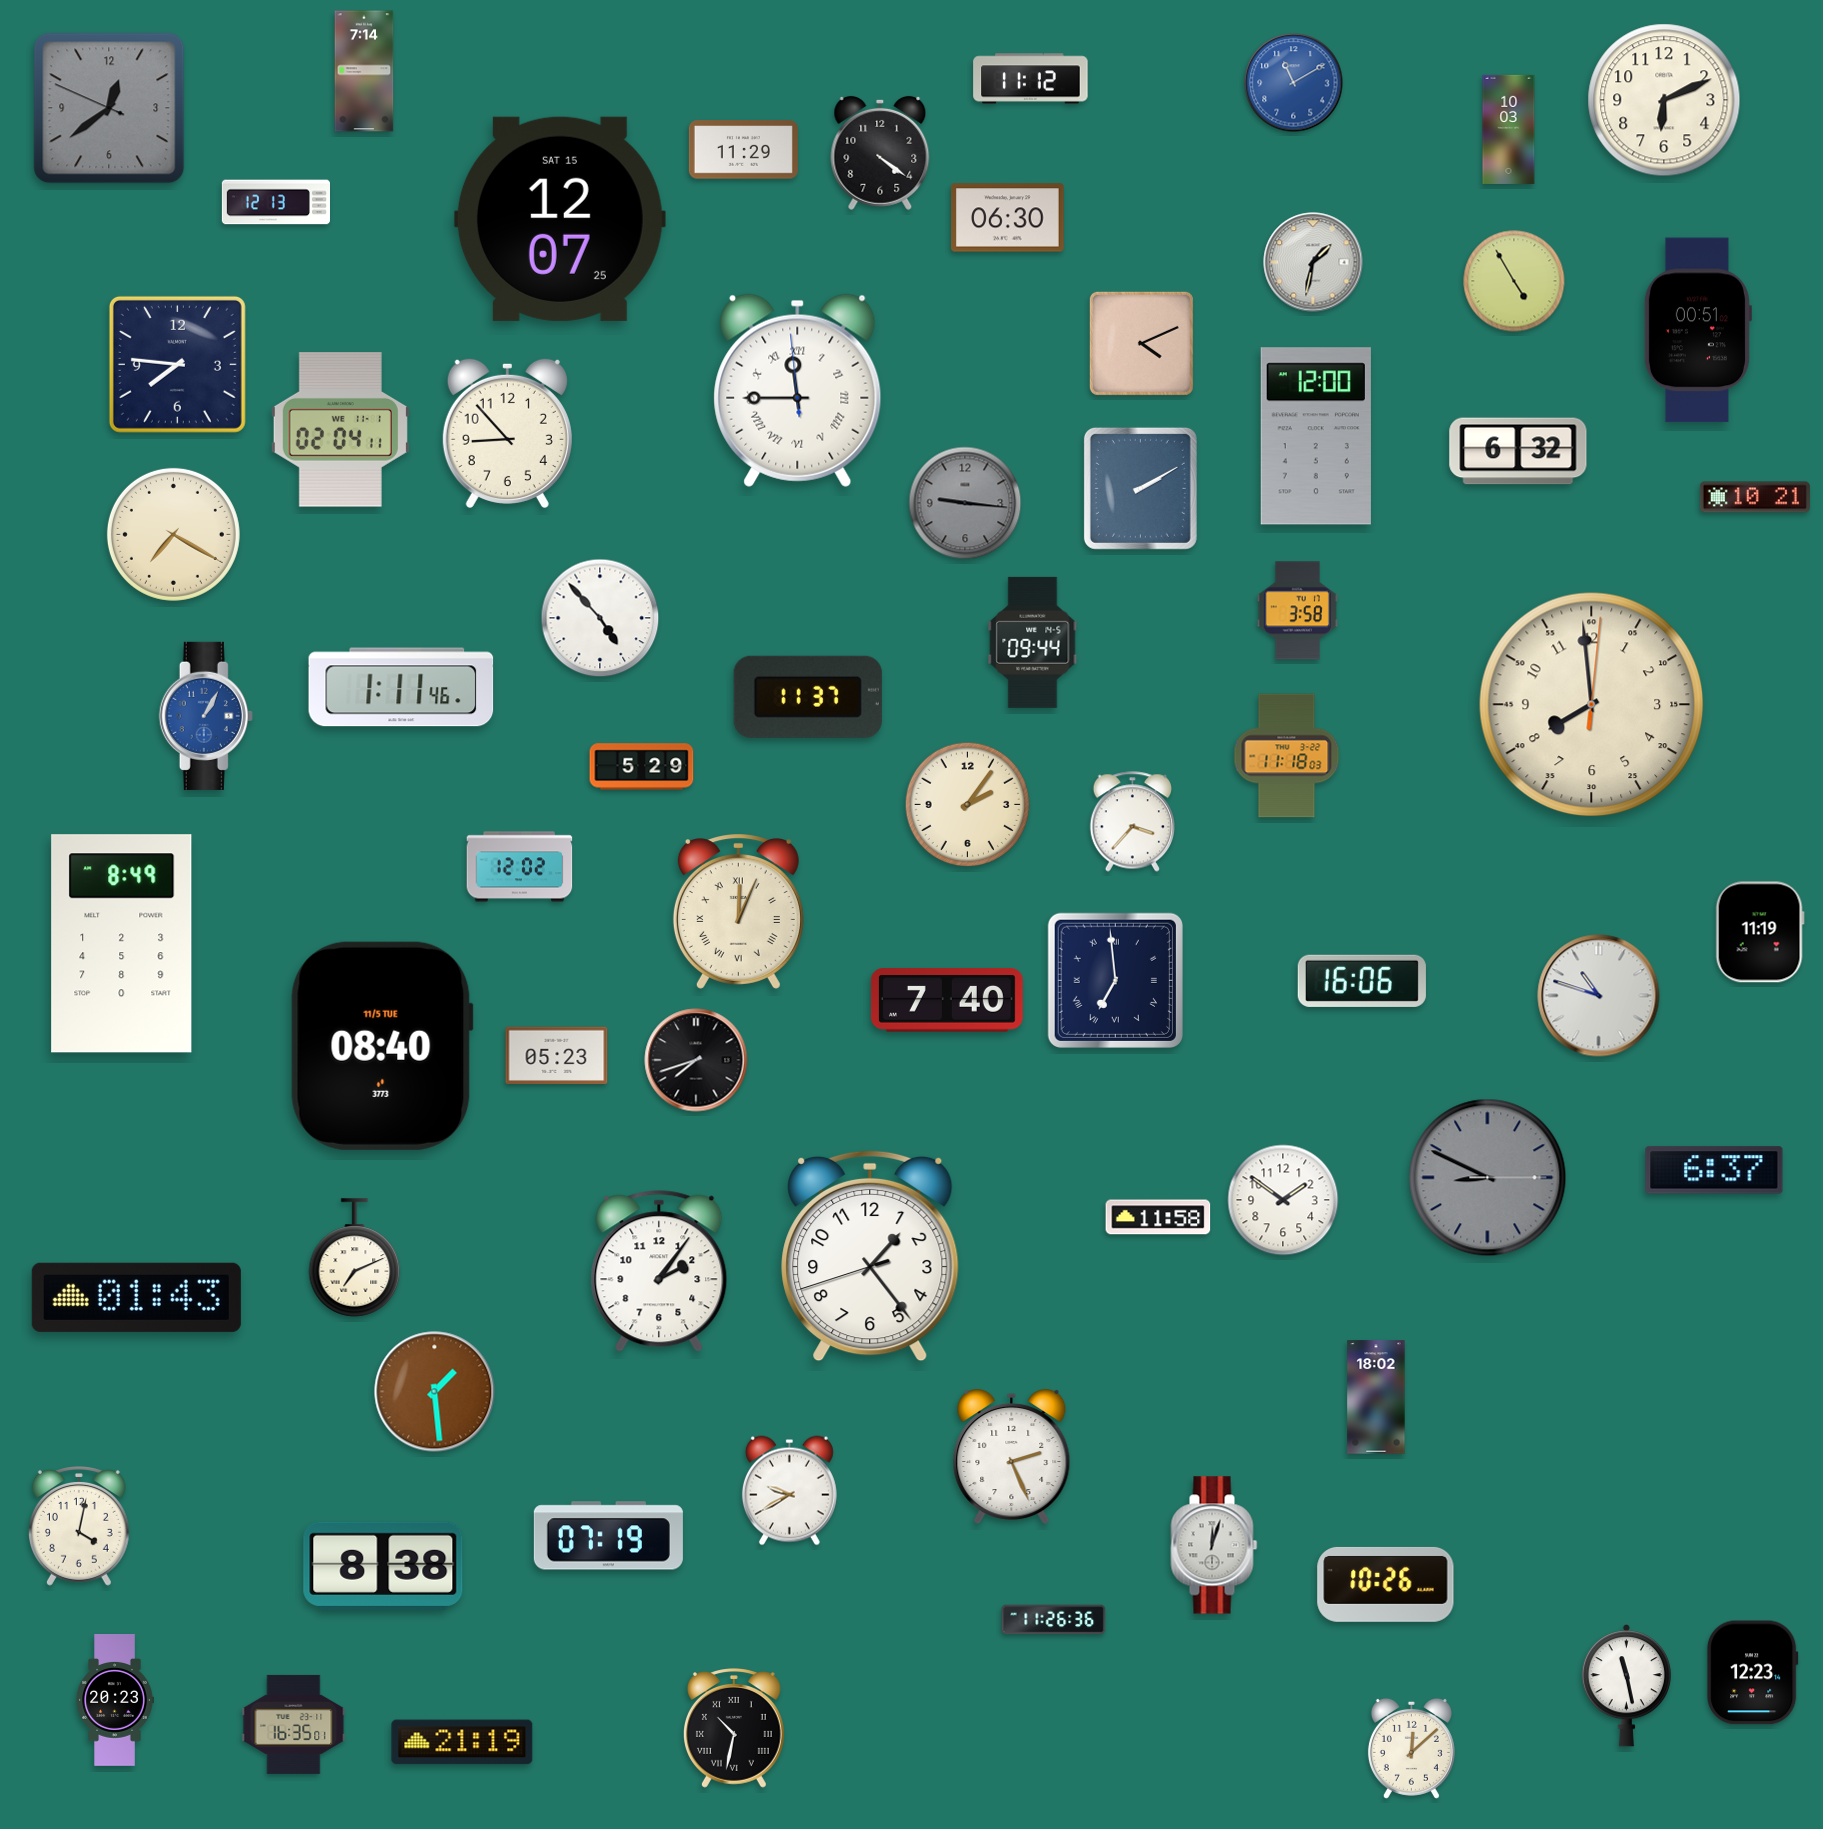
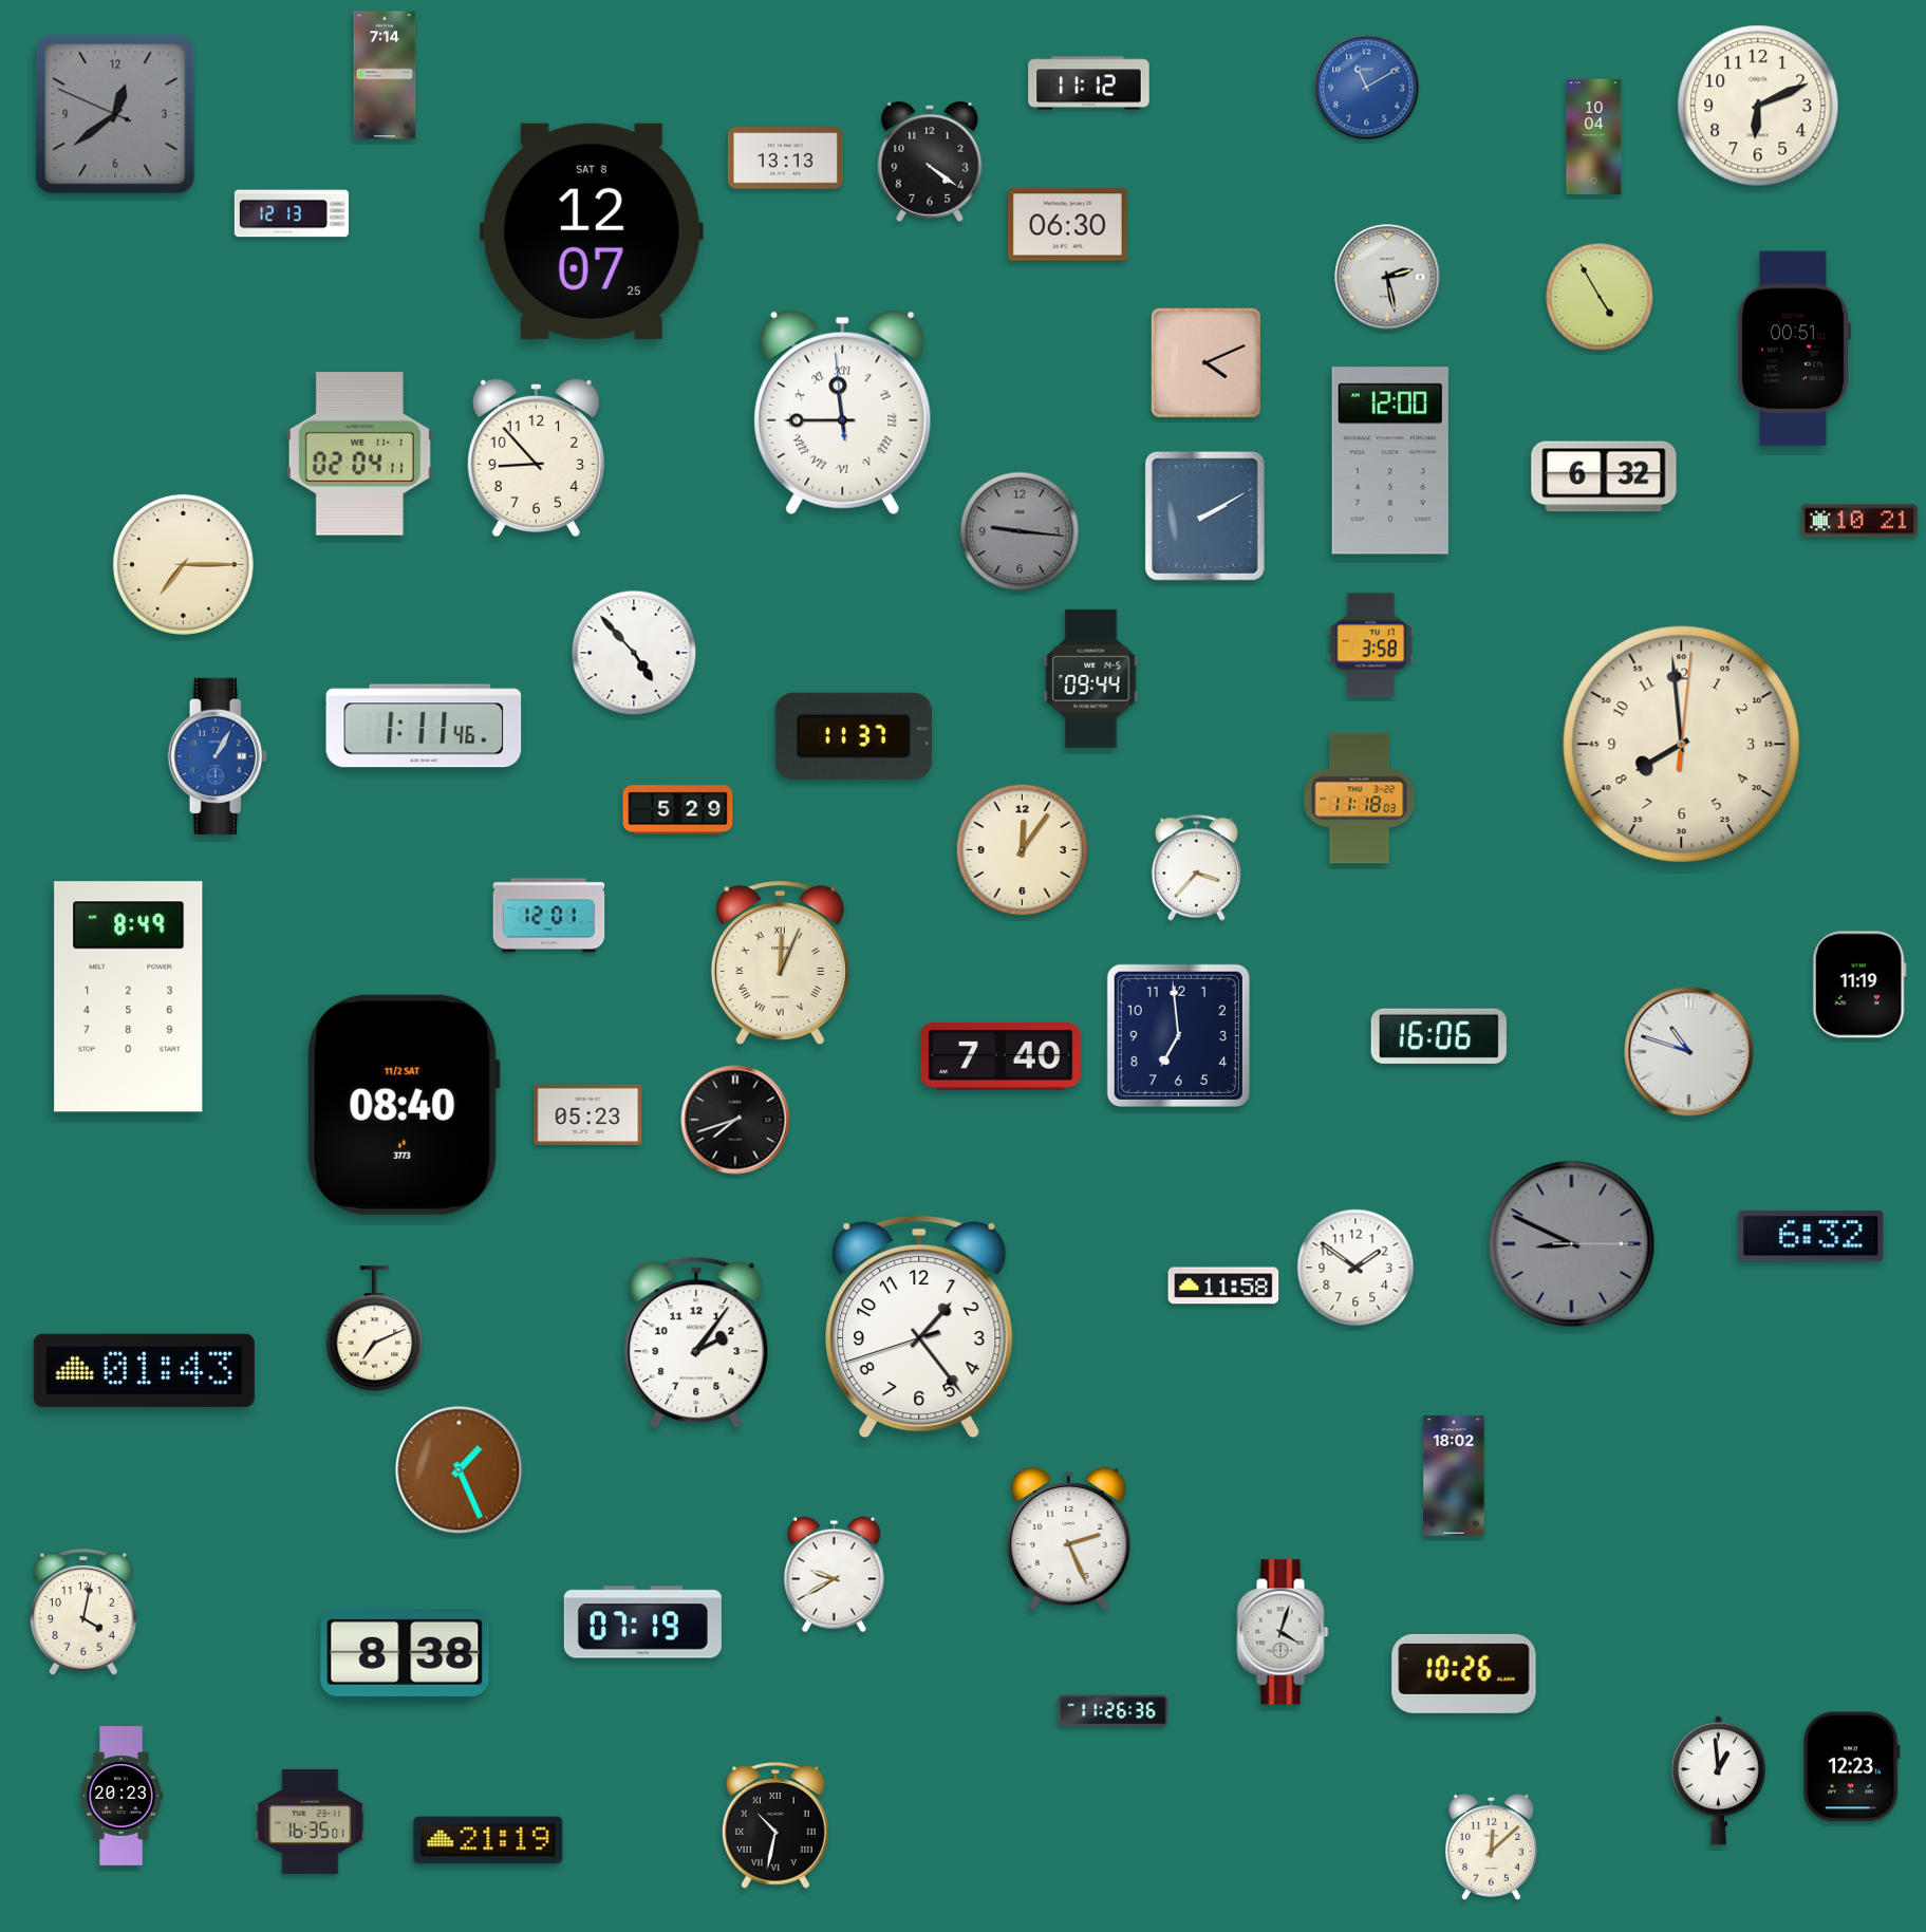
clock at (1509, 129): 10:03 -> 10:04
clock at (743, 150): 11:29 -> 13:13
clock at (1008, 218) position: (1008, 218) -> (1068, 225)
clock at (560, 219) date: SAT 15 -> SAT 8
clock at (1313, 262): 1:32 -> 2:28
clock at (177, 364): 7:46 -> none
clock at (1755, 497) position: (1755, 497) -> (1859, 521)
clock at (173, 534): 7:20 -> 7:15
clock at (968, 805): 2:06 -> 12:06
clock at (520, 867): 12:02 -> 12:01
clock at (1115, 980) numerals: Roman -> Arabic
clock at (382, 1046) date: 11/5 TUE -> 11/2 SAT
clock at (1714, 1170): 6:37 -> 6:32
clock at (435, 1392): 1:29 -> 1:26
clock at (1214, 1545): 12:03 -> 4:03
clock at (1626, 1686): 11:28 -> 12:59
